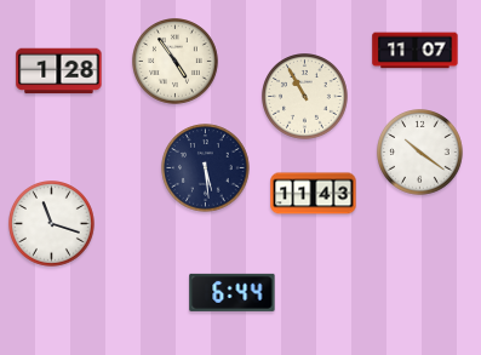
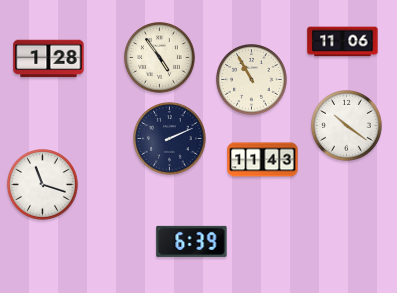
clock at (416, 51): 11:07 -> 11:06
clock at (176, 62) position: (176, 62) -> (160, 58)
clock at (206, 168): 5:29 -> 2:11
clock at (314, 194) position: (314, 194) -> (263, 160)
clock at (233, 292): 6:44 -> 6:39
